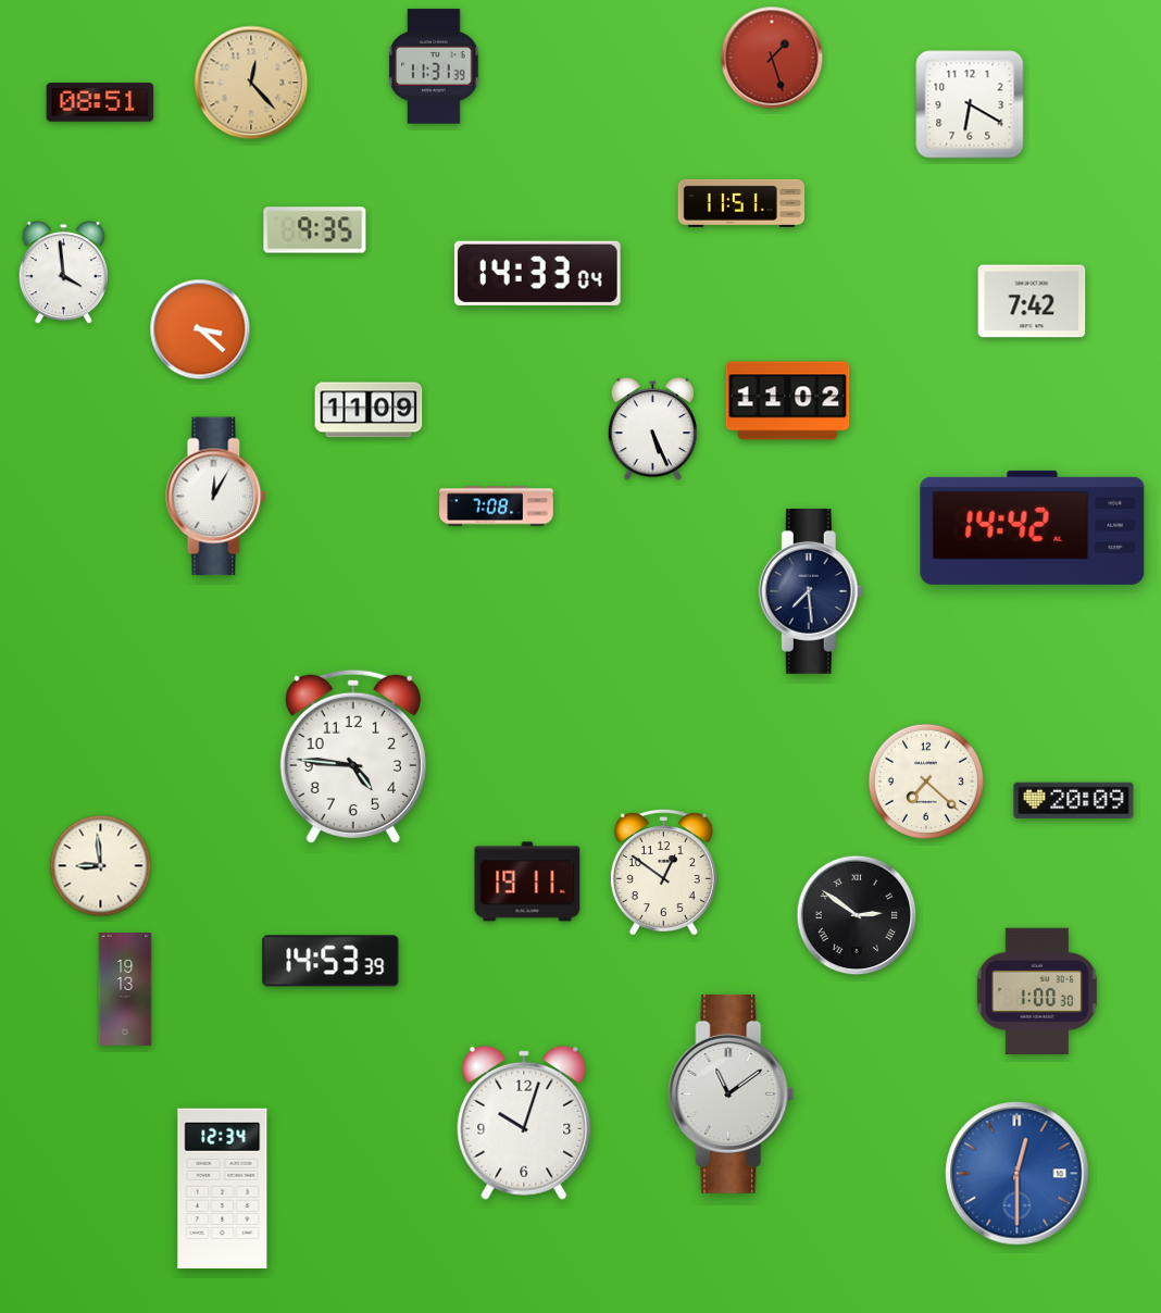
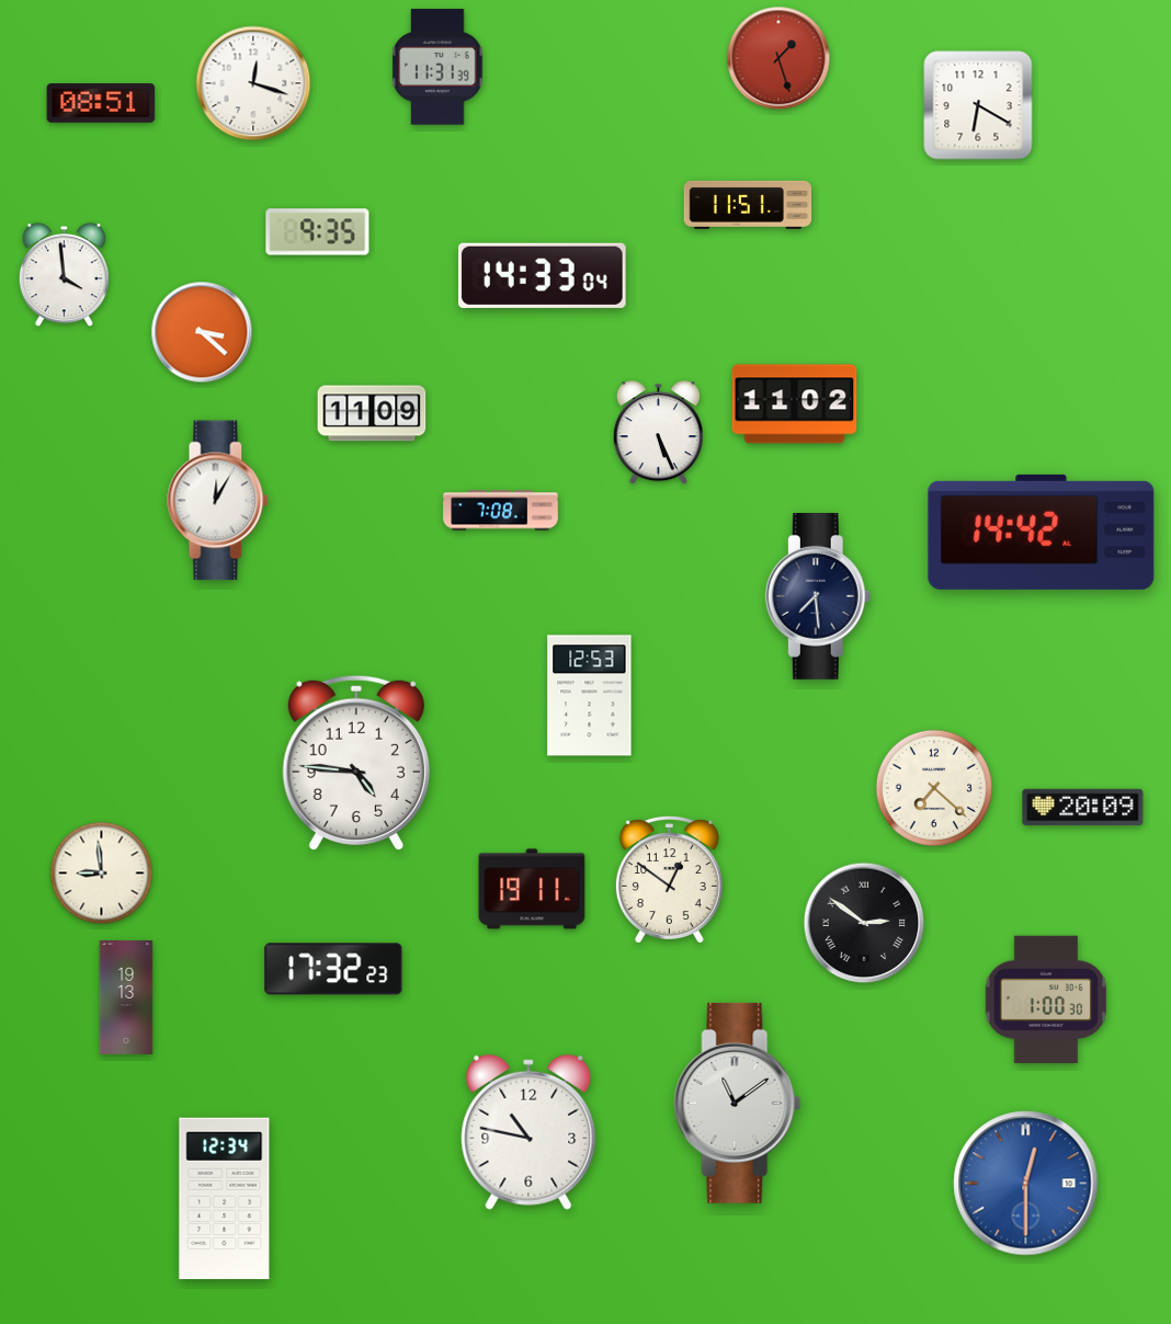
clock at (251, 83): 12:23 -> 12:18
clock at (251, 83) dial: champagne -> white
clock at (1032, 301): 7:42 -> none
clock at (590, 696): none -> 12:53
clock at (330, 961): 14:53 -> 17:32
clock at (524, 1123): 10:03 -> 10:47
